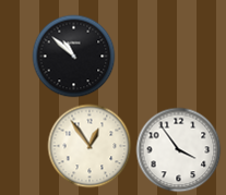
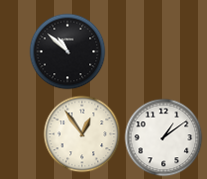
clock at (179, 150): 3:54 -> 1:09
